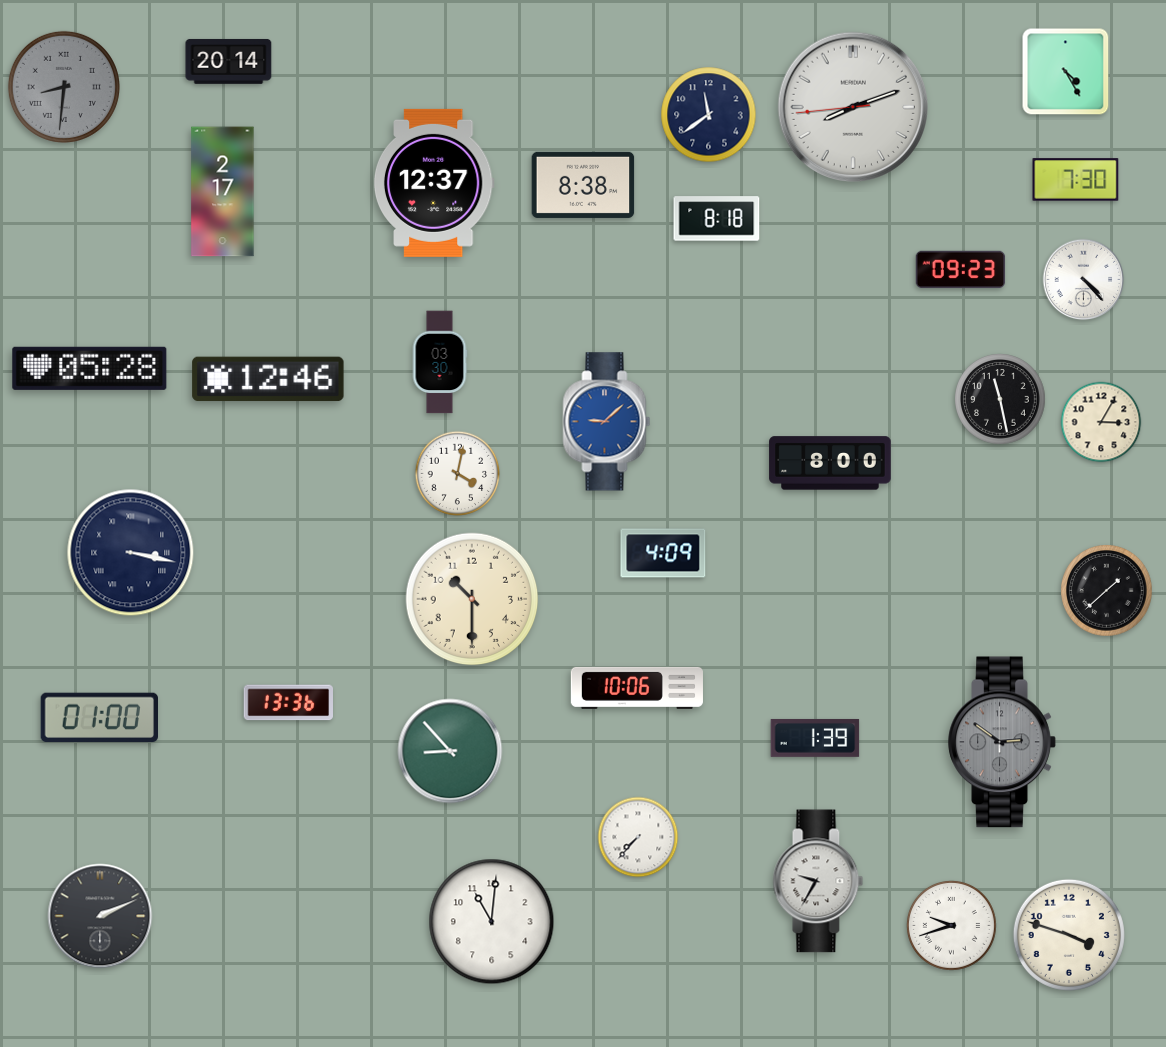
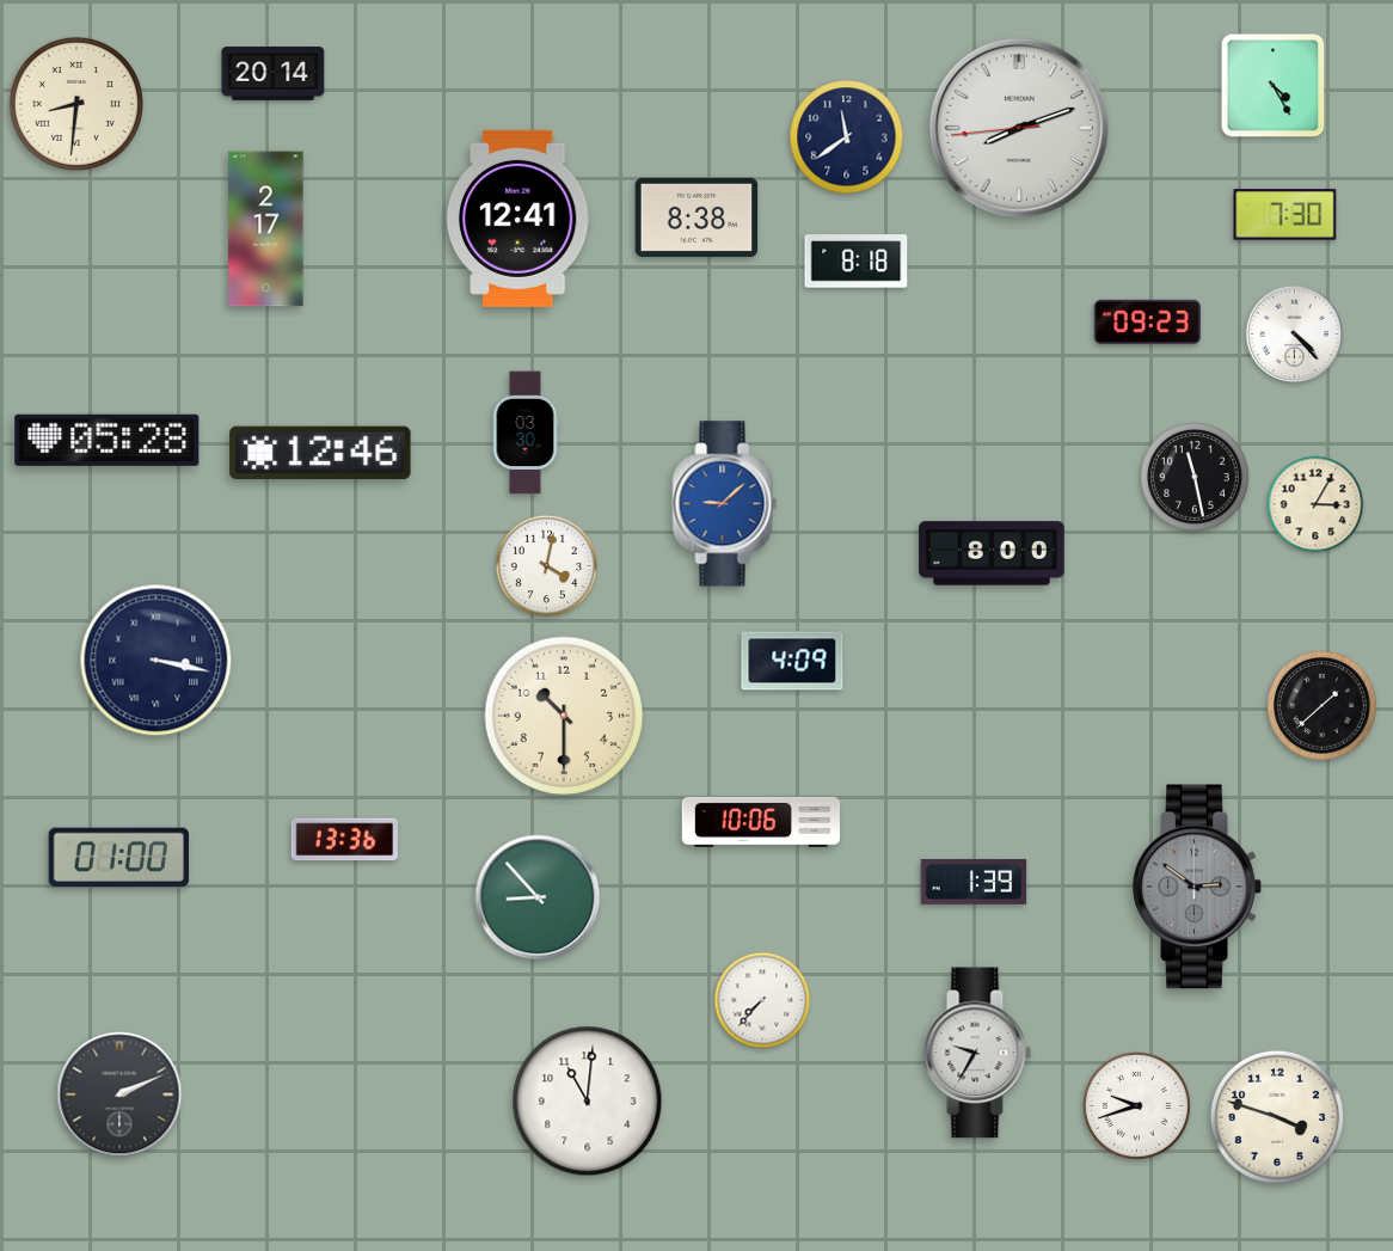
clock at (64, 87) dial: grey -> cream
clock at (434, 183): 12:37 -> 12:41
clock at (583, 185) position: (583, 185) -> (696, 217)
